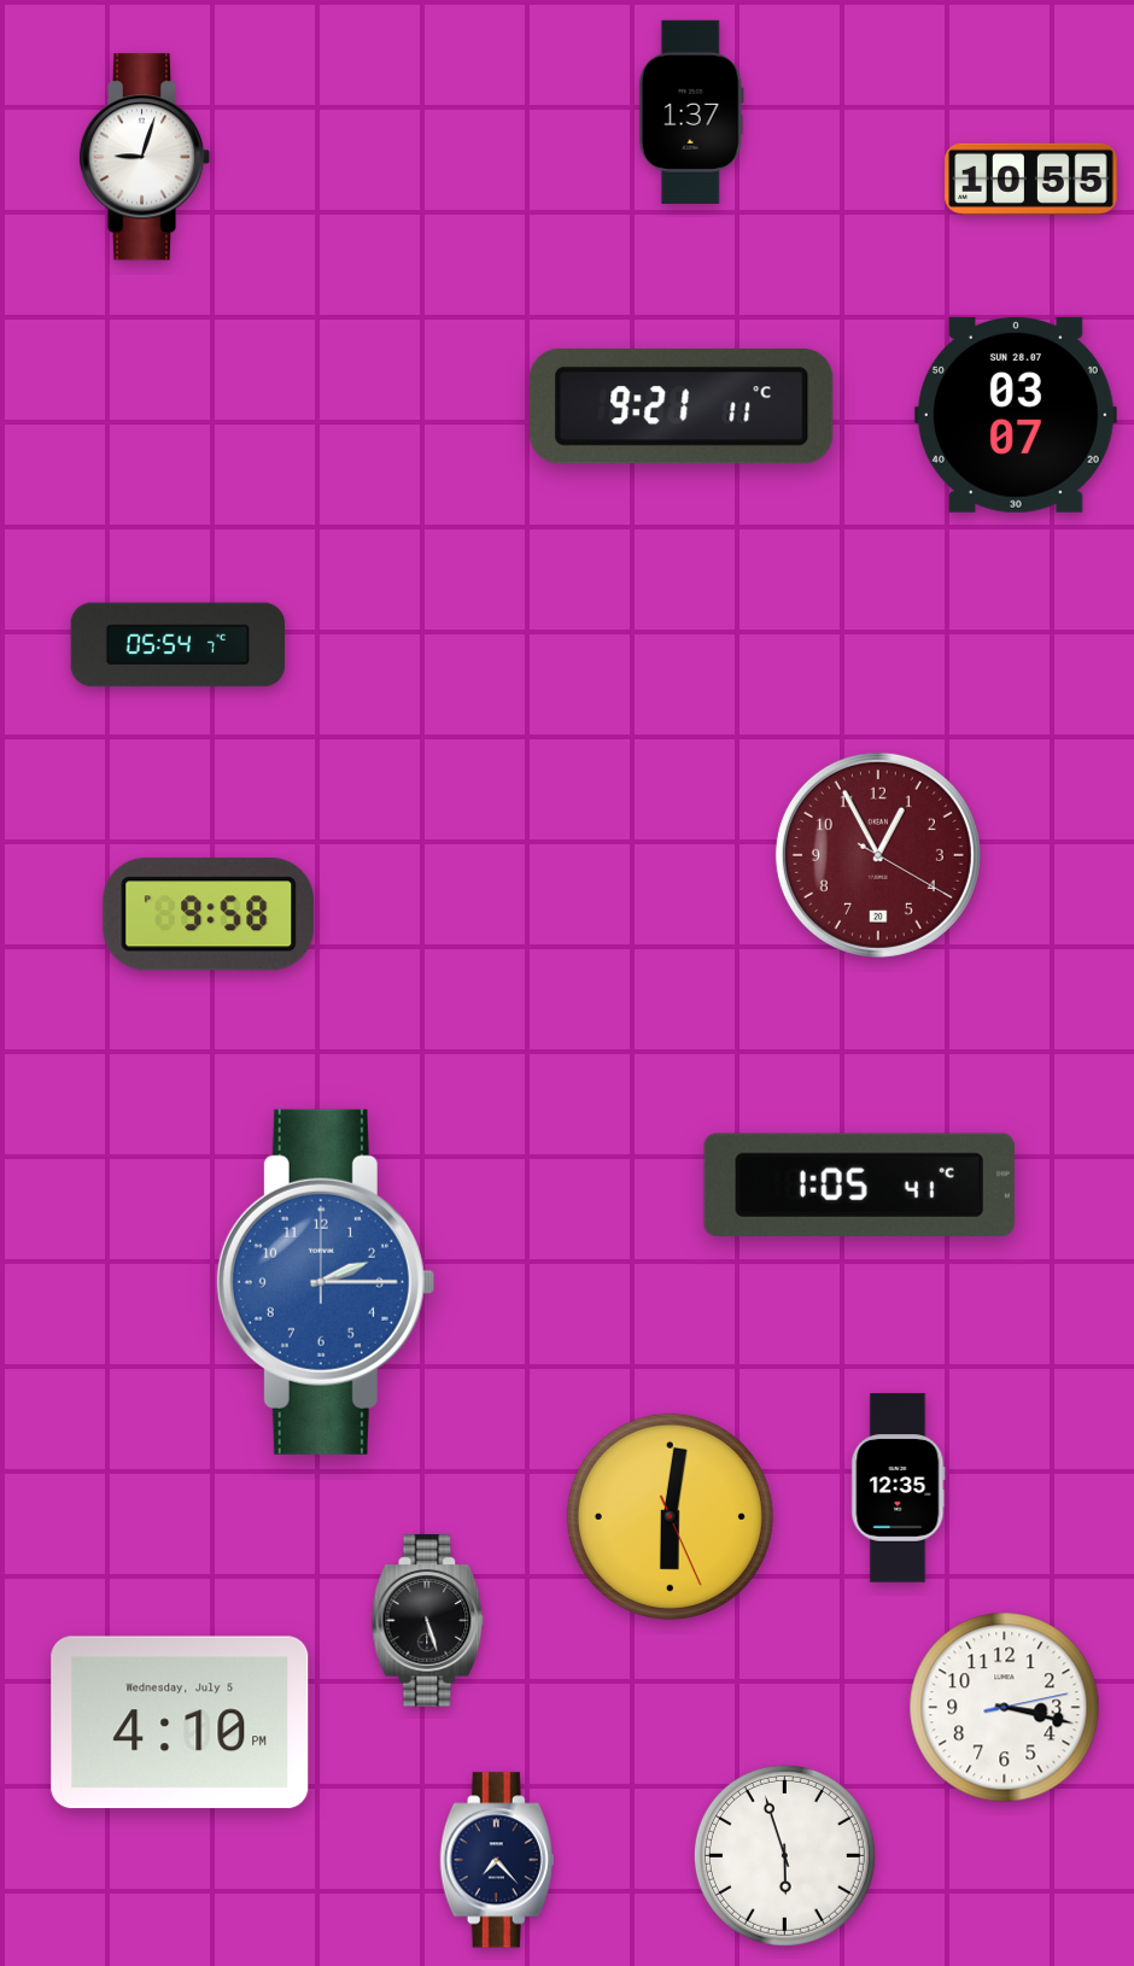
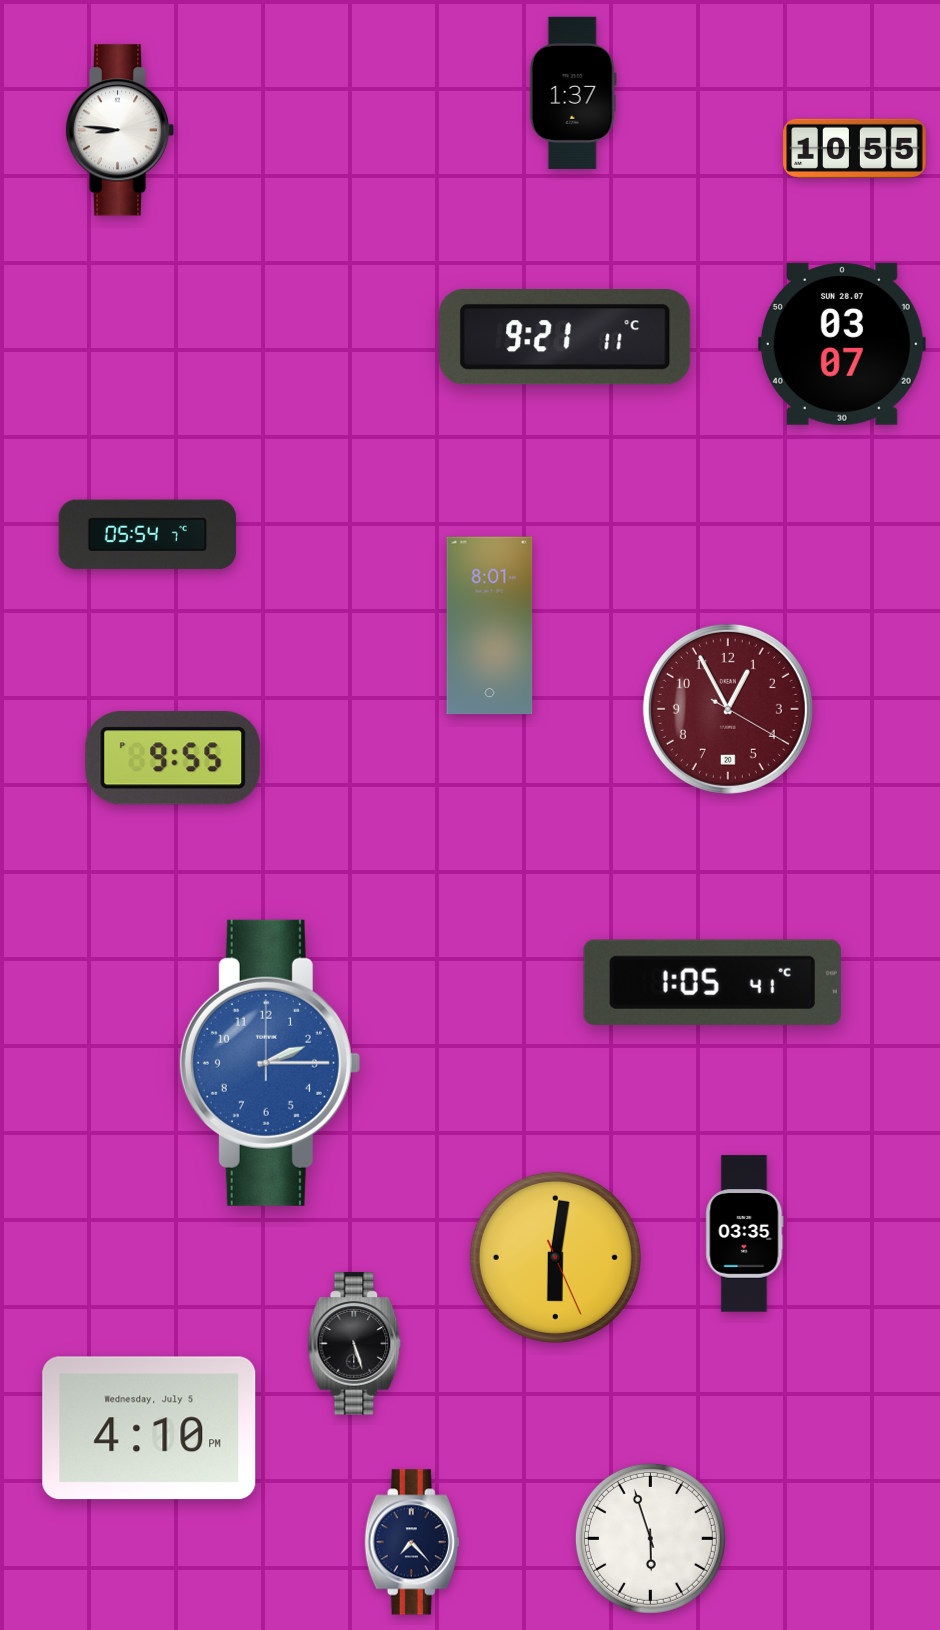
clock at (145, 157): 9:03 -> 8:46
clock at (490, 626): none -> 8:01
clock at (209, 914): 9:58 -> 9:55
clock at (899, 1488): 12:35 -> 03:35
clock at (1005, 1708): 3:17 -> none
